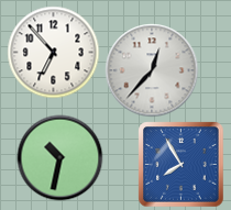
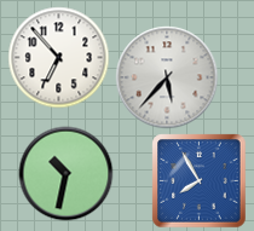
clock at (152, 70): 12:37 -> 5:37
